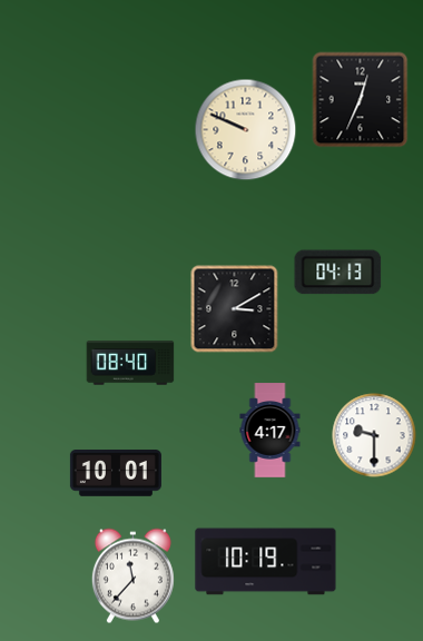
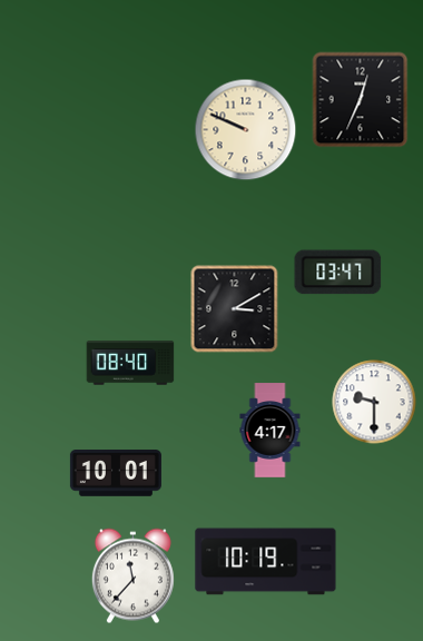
clock at (338, 273): 04:13 -> 03:47
clock at (374, 435) position: (374, 435) -> (374, 402)
